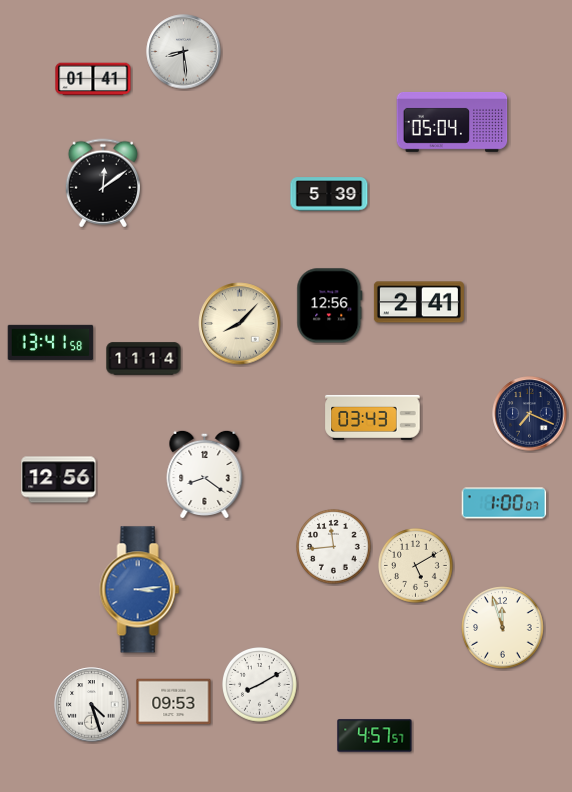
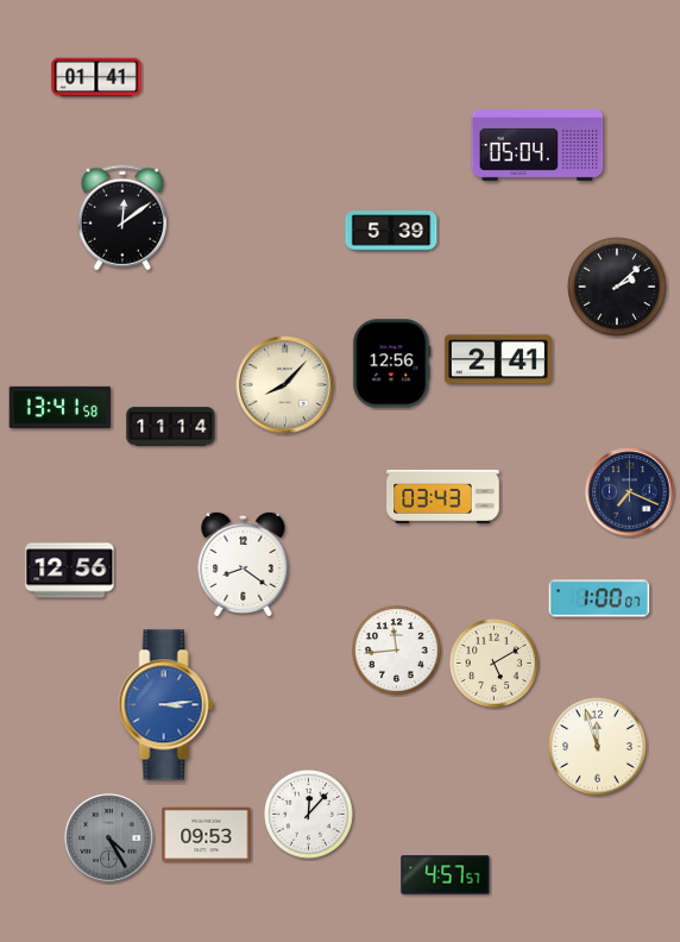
clock at (184, 52): 8:29 -> none
clock at (93, 79) position: (93, 79) -> (96, 77)
clock at (617, 287): none -> 2:08
clock at (416, 566) position: (416, 566) -> (495, 664)
clock at (140, 590) position: (140, 590) -> (166, 705)
clock at (260, 685): 8:10 -> 12:07
clock at (92, 705): 4:27 -> 4:25
clock at (92, 705) dial: white -> grey
